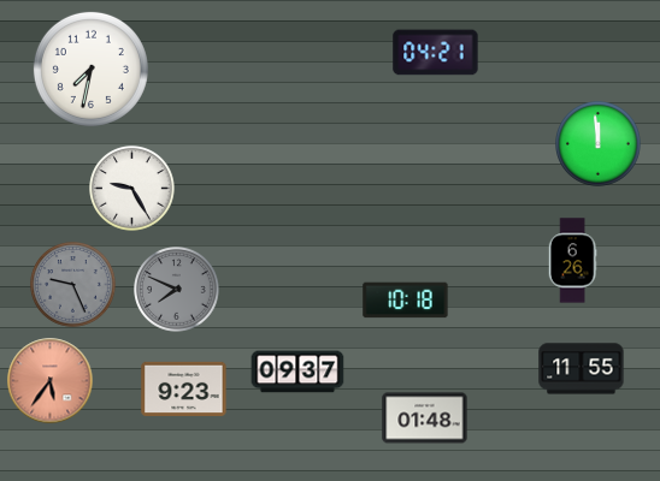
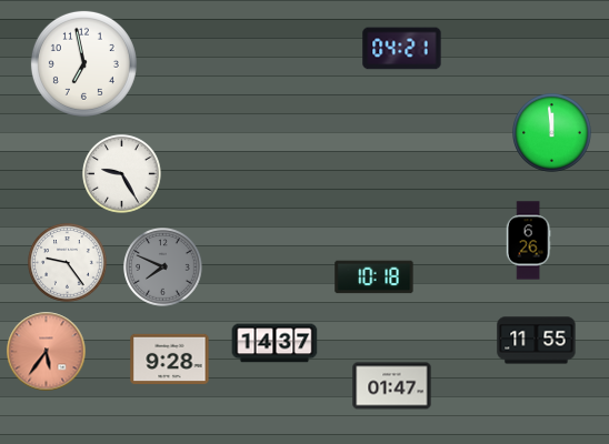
clock at (90, 69): 7:32 -> 6:58
clock at (73, 285): 9:26 -> 9:24
clock at (73, 285) dial: grey -> white
clock at (297, 372): 09:37 -> 14:37
clock at (184, 388): 9:23 -> 9:28
clock at (425, 418): 01:48 -> 01:47
